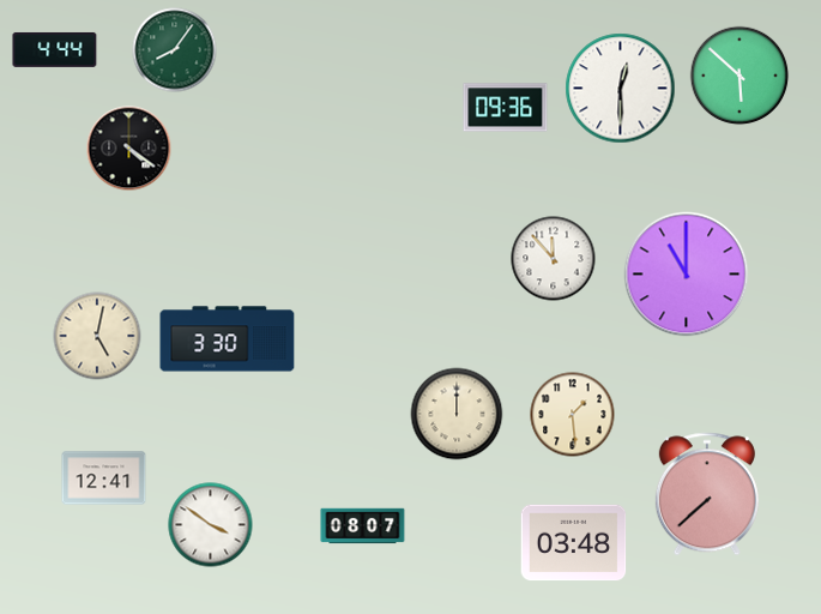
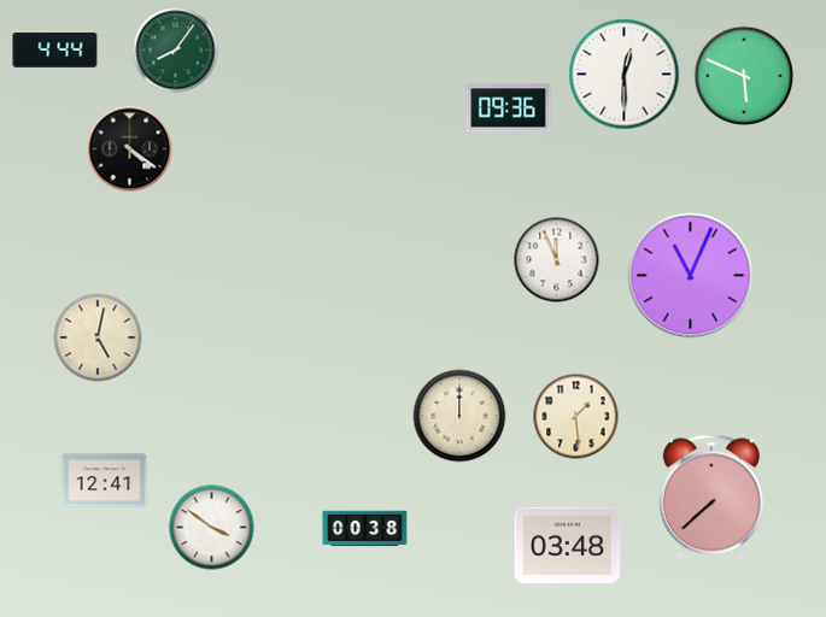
clock at (739, 76): 5:52 -> 5:49
clock at (621, 89) position: (621, 89) -> (625, 75)
clock at (554, 259): 11:53 -> 11:56
clock at (687, 275): 11:00 -> 11:04
clock at (228, 339): 3:30 -> none
clock at (363, 526): 08:07 -> 00:38
clock at (574, 543) position: (574, 543) -> (568, 546)
